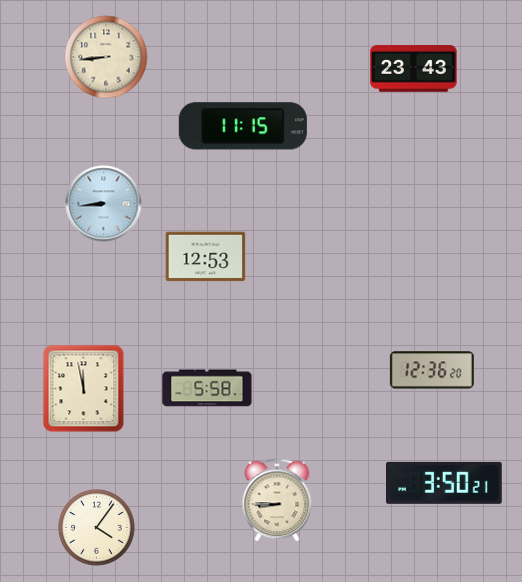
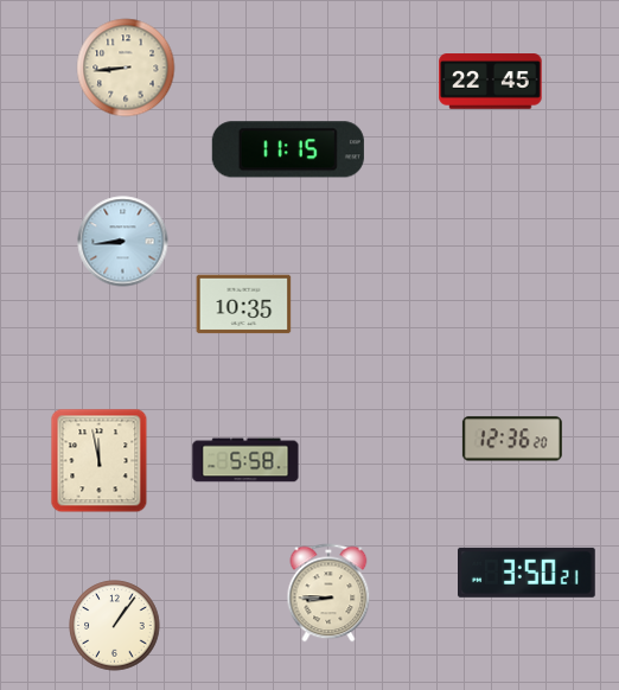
clock at (414, 69): 23:43 -> 22:45
clock at (206, 257): 12:53 -> 10:35
clock at (97, 528): 4:06 -> 1:06
